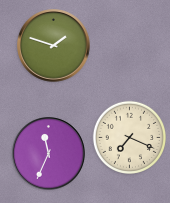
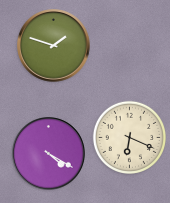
clock at (129, 137): 7:19 -> 6:19
clock at (49, 154): 11:34 -> 4:20
